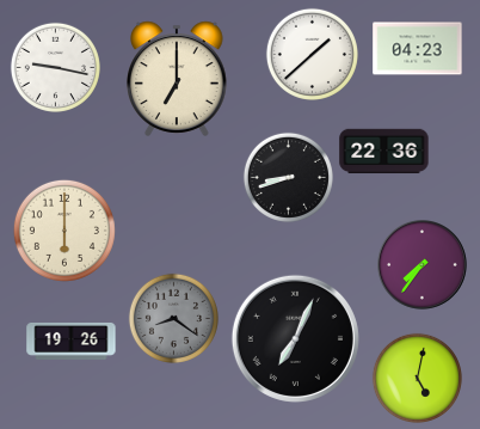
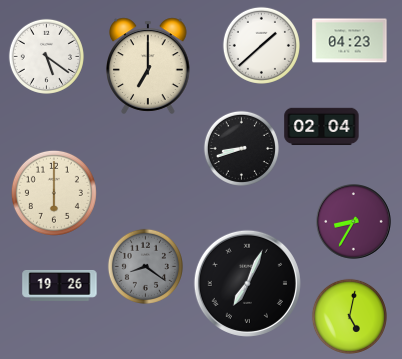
clock at (55, 67): 9:17 -> 5:21
clock at (384, 152): 22:36 -> 02:04
clock at (423, 265): 7:36 -> 8:35
